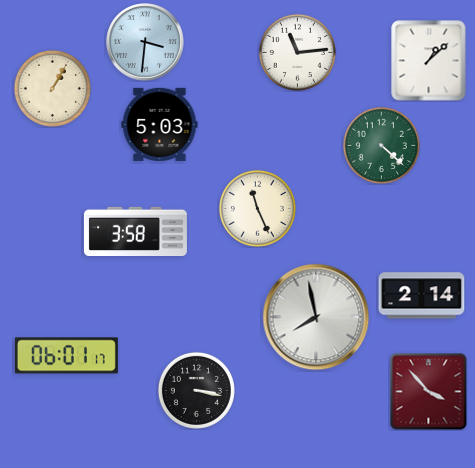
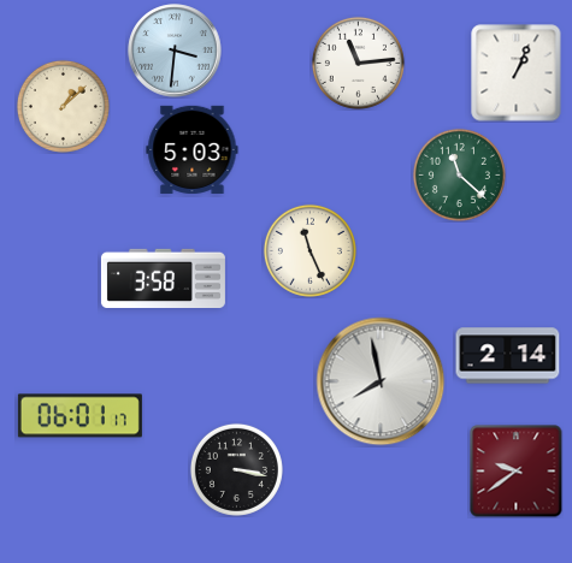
clock at (429, 61): 1:08 -> 1:04
clock at (52, 88): 1:05 -> 1:08
clock at (381, 145): 4:22 -> 11:22
clock at (66, 356) position: (66, 356) -> (79, 416)
clock at (429, 392): 3:53 -> 9:39
